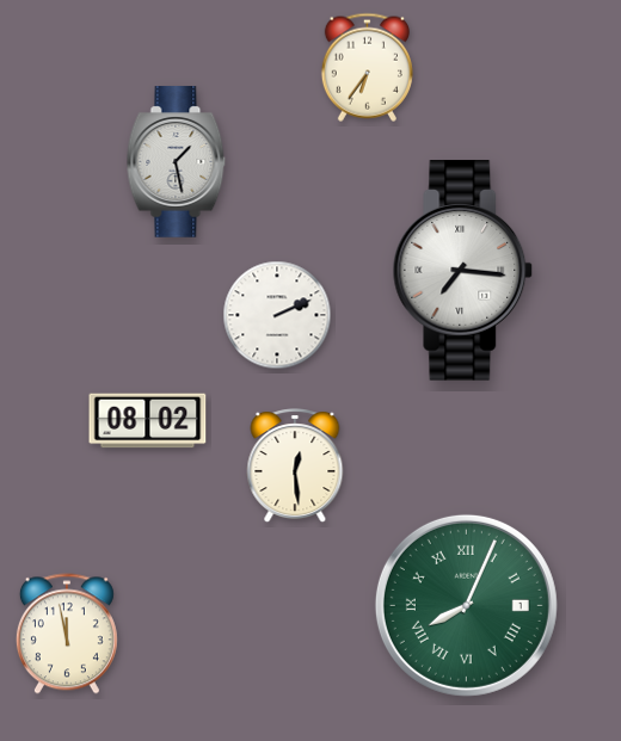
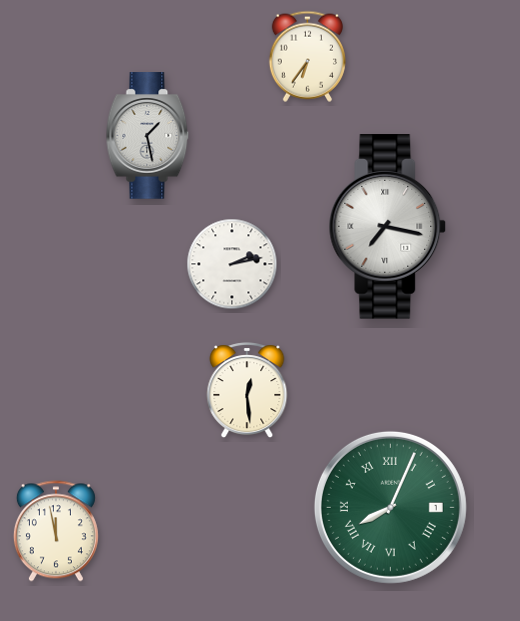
clock at (463, 271): 7:16 -> 7:17
clock at (277, 315): 2:11 -> 2:13
clock at (148, 421): 08:02 -> none
